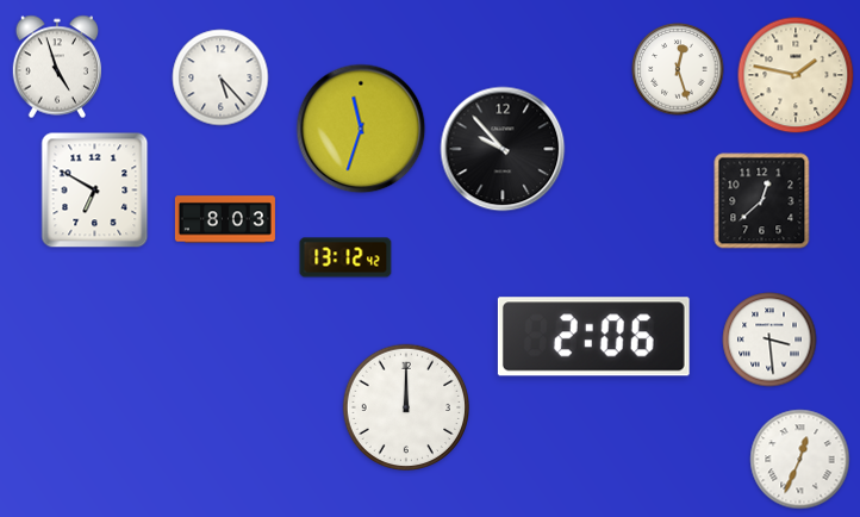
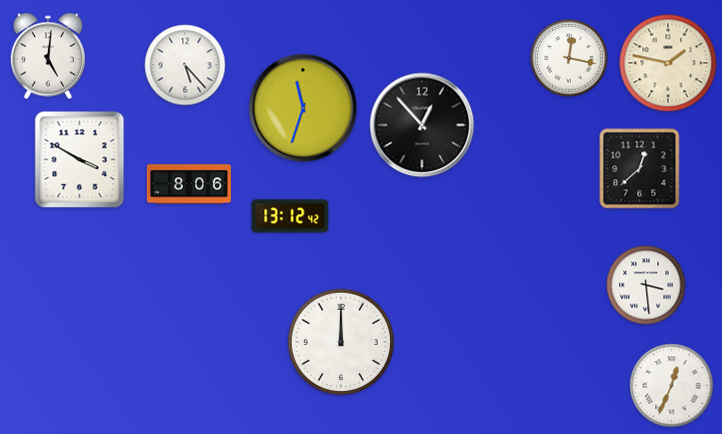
clock at (56, 67): 4:57 -> 5:01
clock at (678, 69): 12:27 -> 12:17
clock at (503, 149): 9:53 -> 12:53
clock at (95, 191): 6:50 -> 3:50
clock at (225, 219): 8:03 -> 8:06
clock at (593, 337): 2:06 -> none
